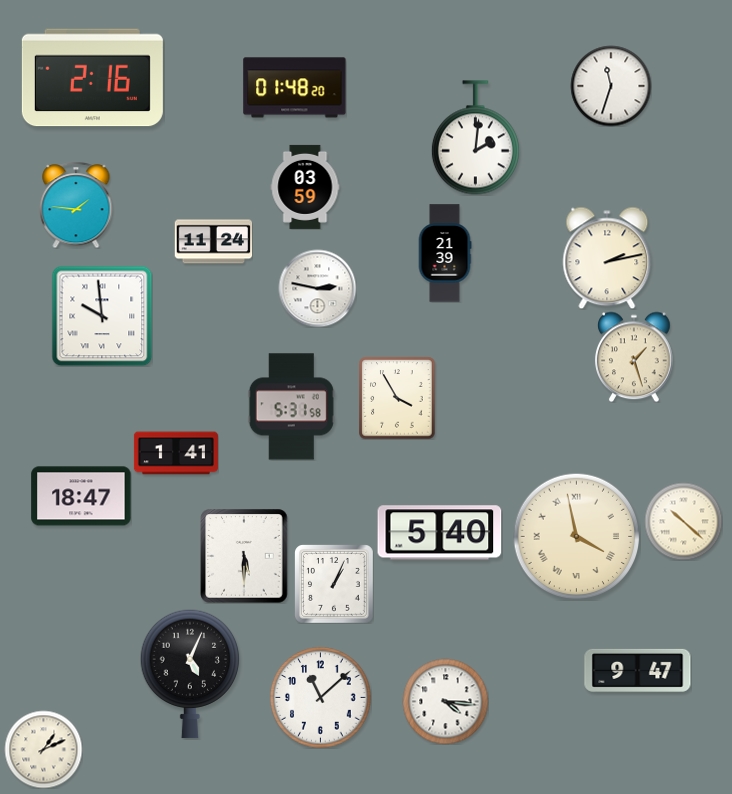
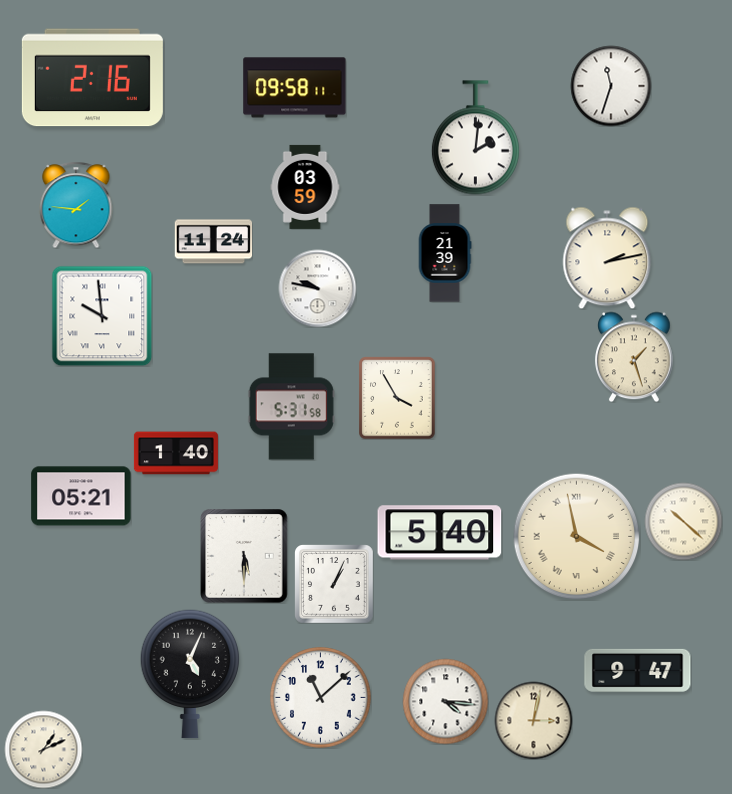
clock at (295, 88): 01:48 -> 09:58
clock at (317, 288): 2:47 -> 9:47
clock at (176, 453): 1:41 -> 1:40
clock at (81, 496): 18:47 -> 05:21
clock at (533, 720): none -> 3:02
